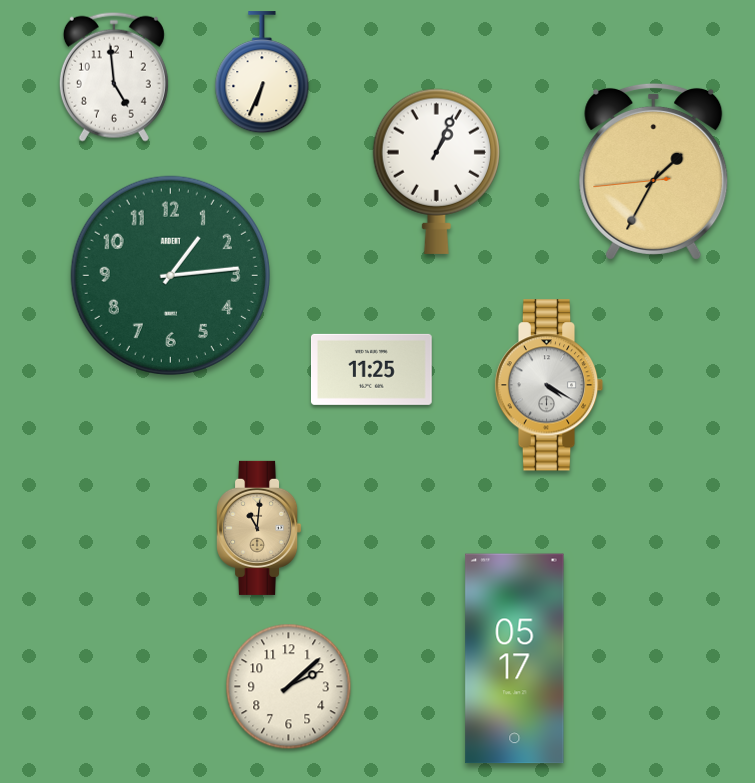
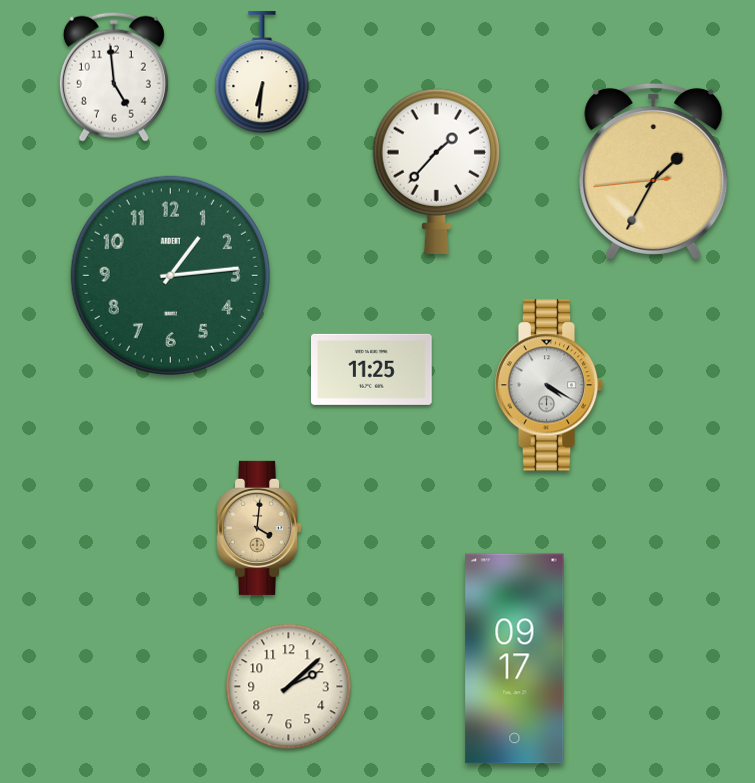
clock at (262, 73): 6:34 -> 6:31
clock at (436, 171): 1:04 -> 1:37
clock at (260, 528): 11:01 -> 4:01
clock at (515, 659): 05:17 -> 09:17
